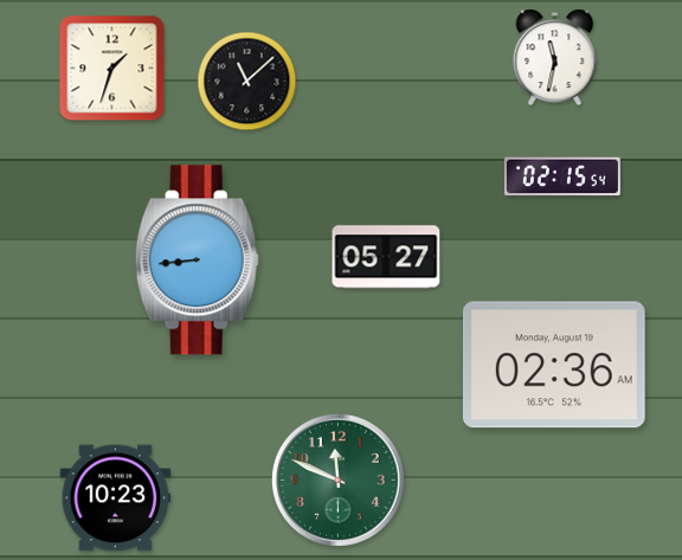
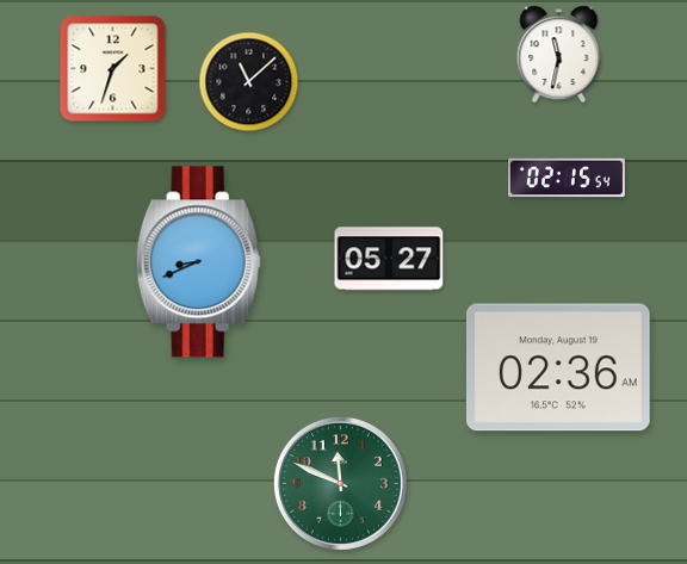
clock at (555, 58) position: (555, 58) -> (559, 55)
clock at (197, 260): 8:44 -> 8:41
clock at (116, 498): 10:23 -> none
